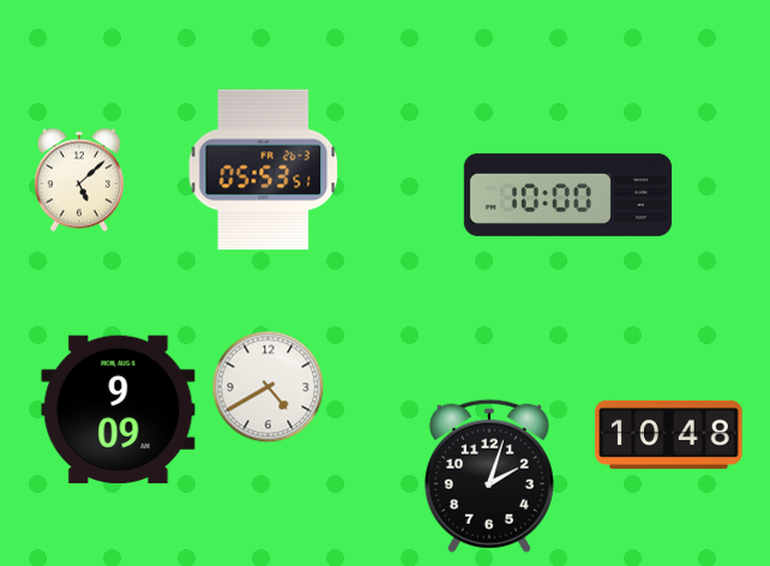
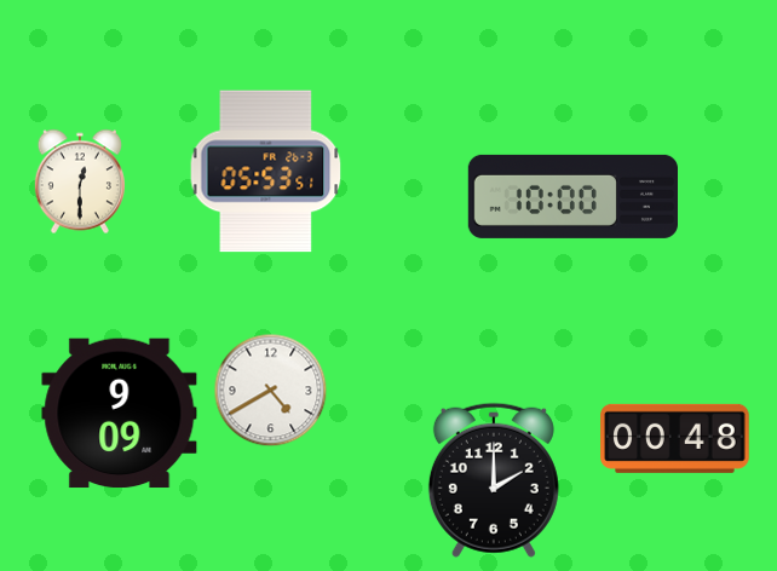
clock at (79, 180): 5:08 -> 12:30
clock at (669, 434): 10:48 -> 00:48
clock at (489, 476): 2:03 -> 2:00
